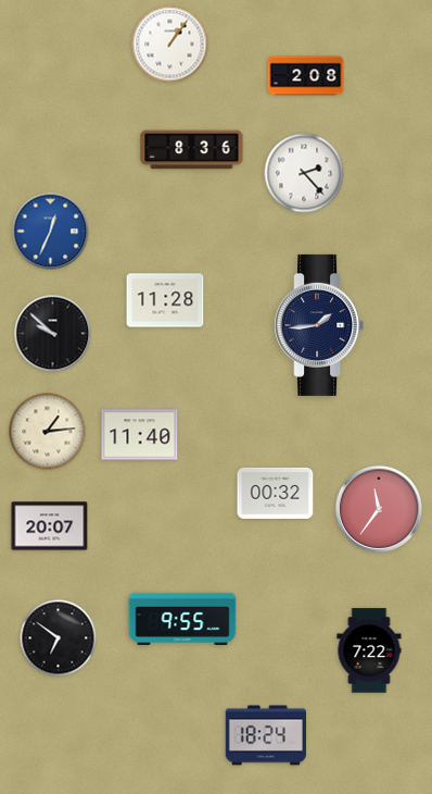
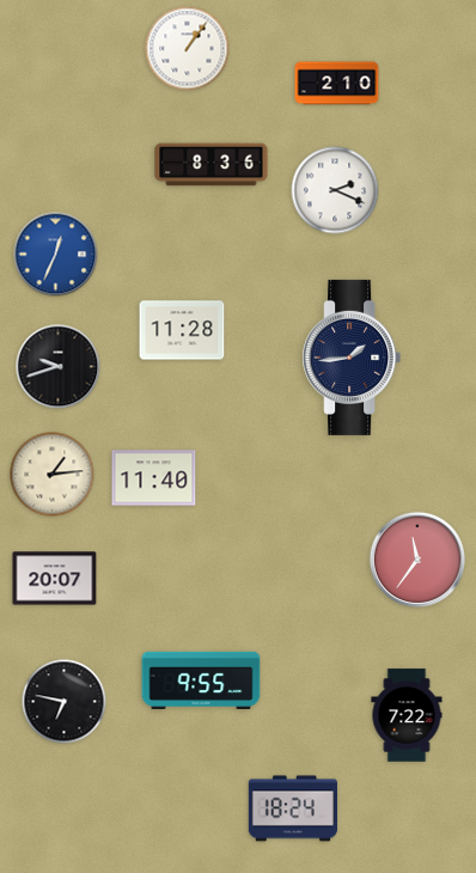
clock at (306, 76): 2:08 -> 2:10
clock at (304, 173): 2:23 -> 2:19
clock at (53, 334): 9:52 -> 9:42
clock at (276, 493): 00:32 -> none
clock at (59, 638): 6:51 -> 6:47
